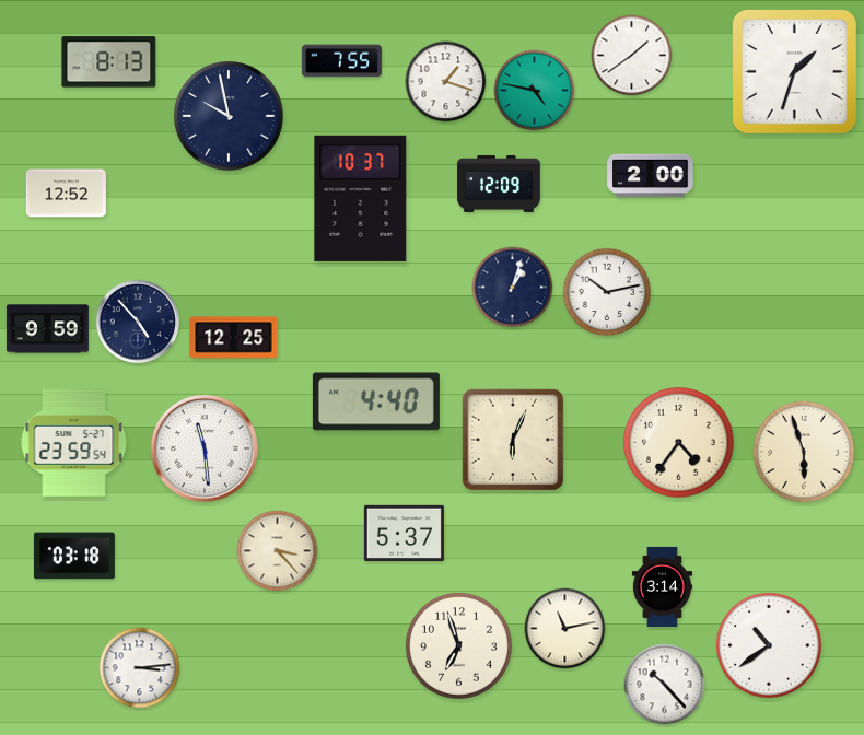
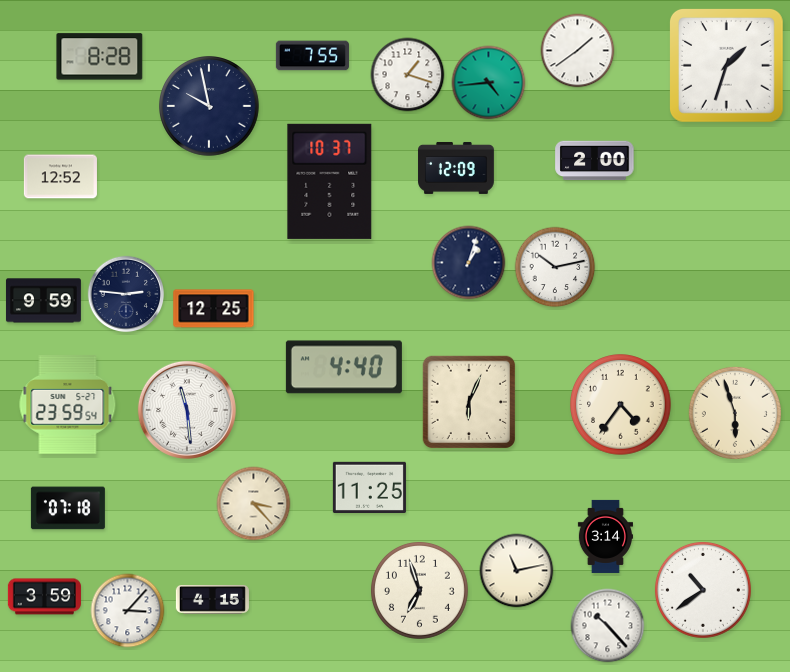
clock at (109, 62): 8:13 -> 8:28
clock at (535, 91): 4:47 -> 4:44
clock at (138, 322): 4:53 -> 2:46
clock at (404, 533): 5:37 -> 11:25
clock at (74, 556): 03:18 -> 07:18
clock at (565, 629) position: (565, 629) -> (517, 571)
clock at (44, 597): none -> 3:59
clock at (212, 600): none -> 4:15
clock at (140, 668): 3:14 -> 3:07
